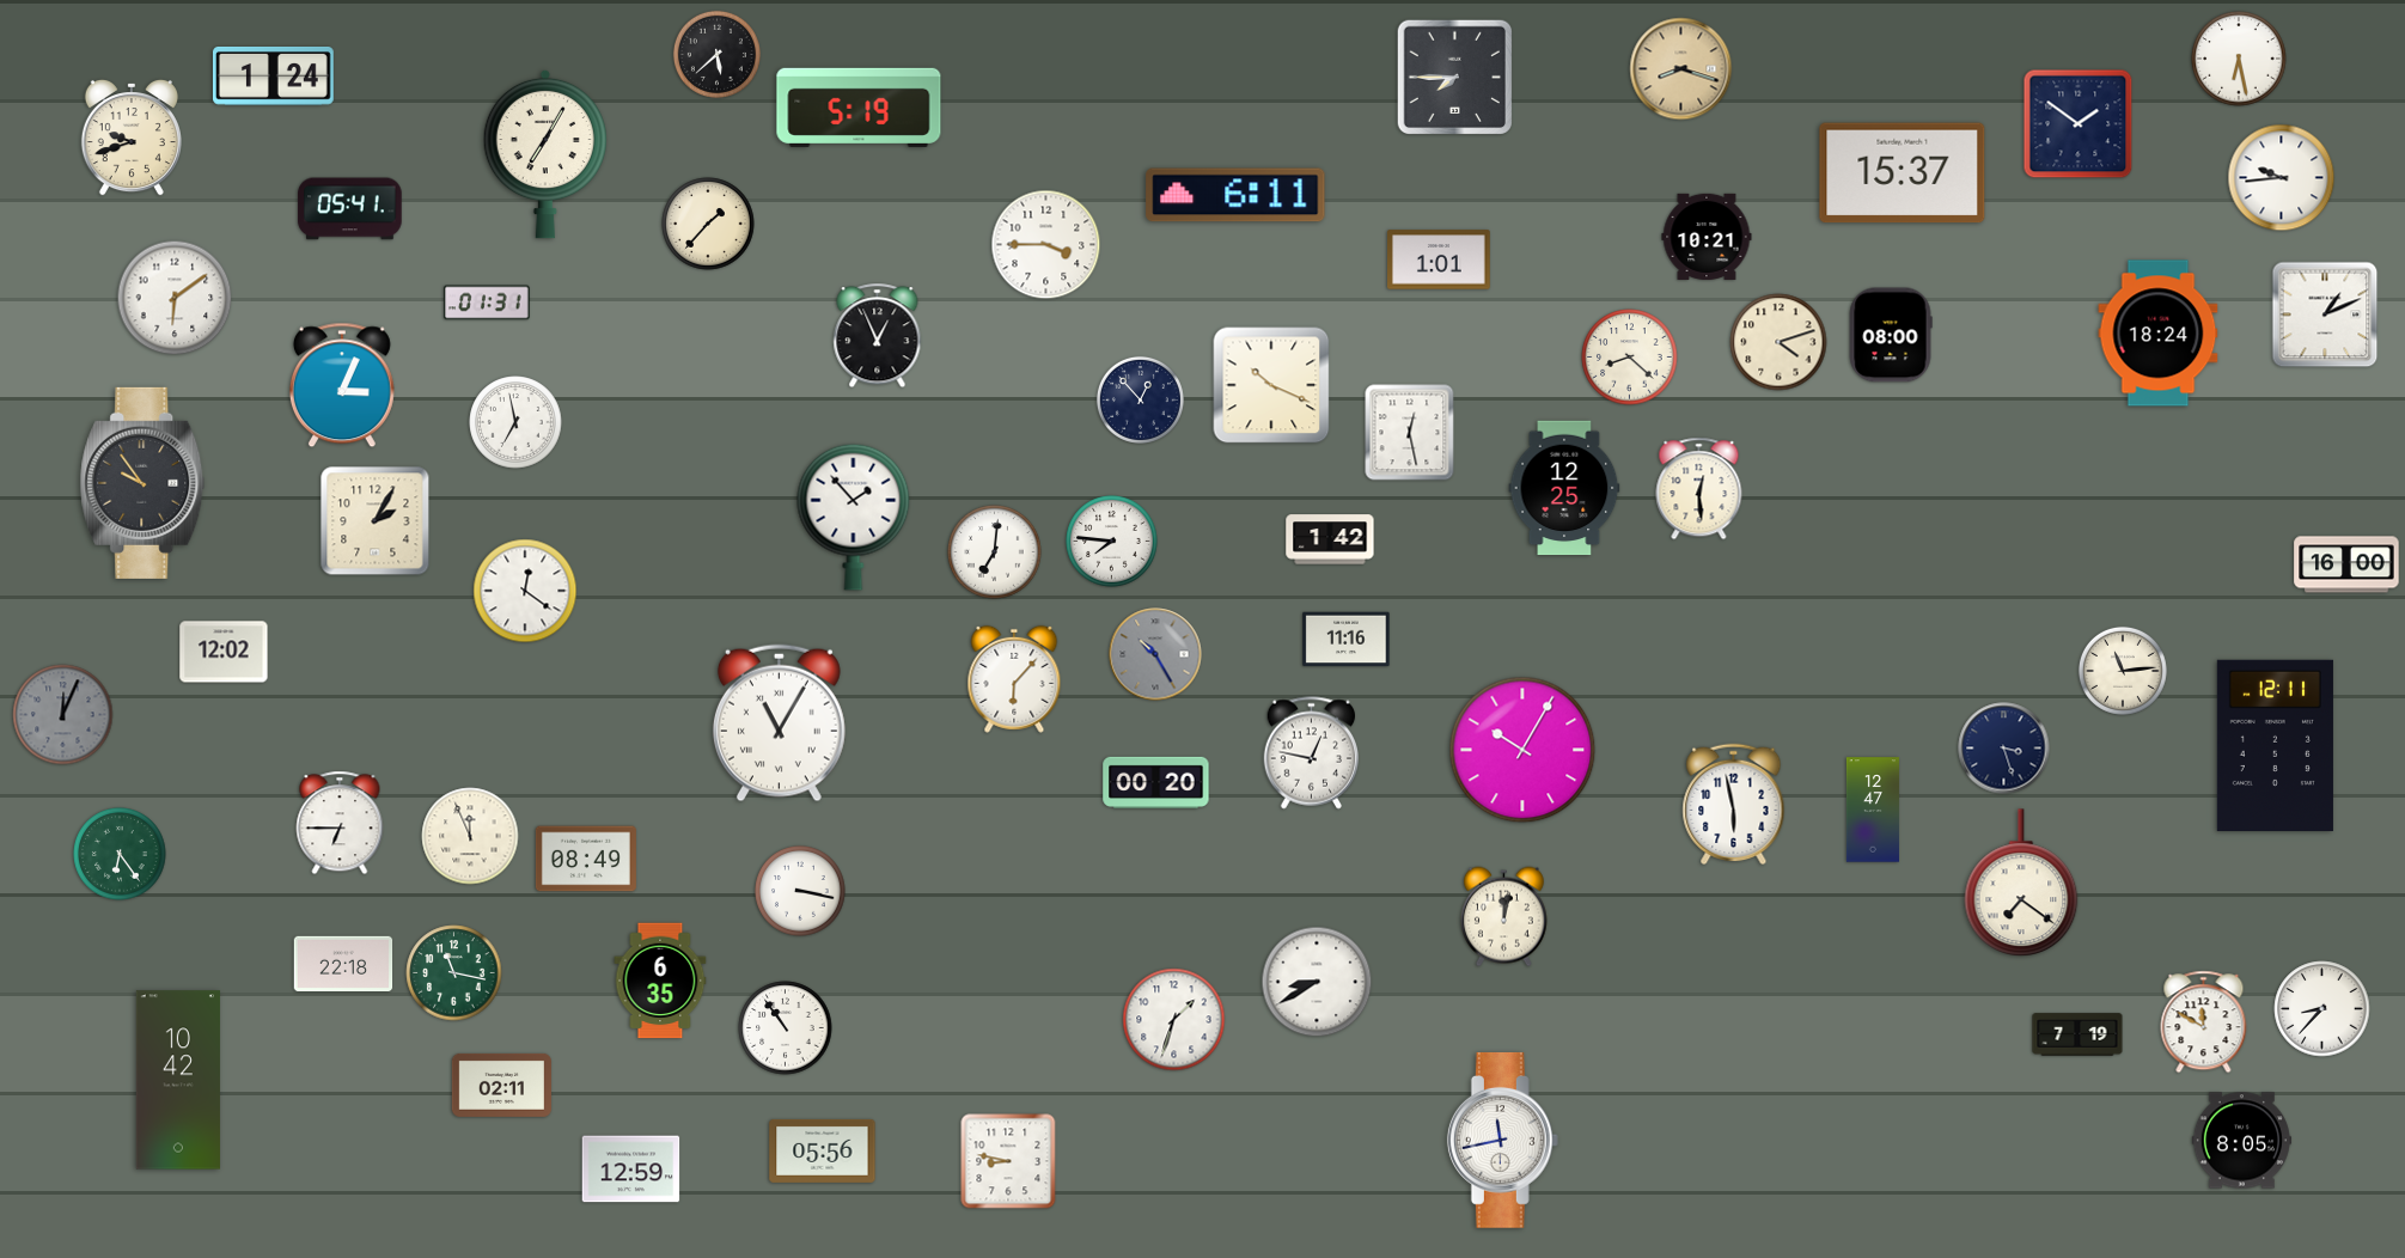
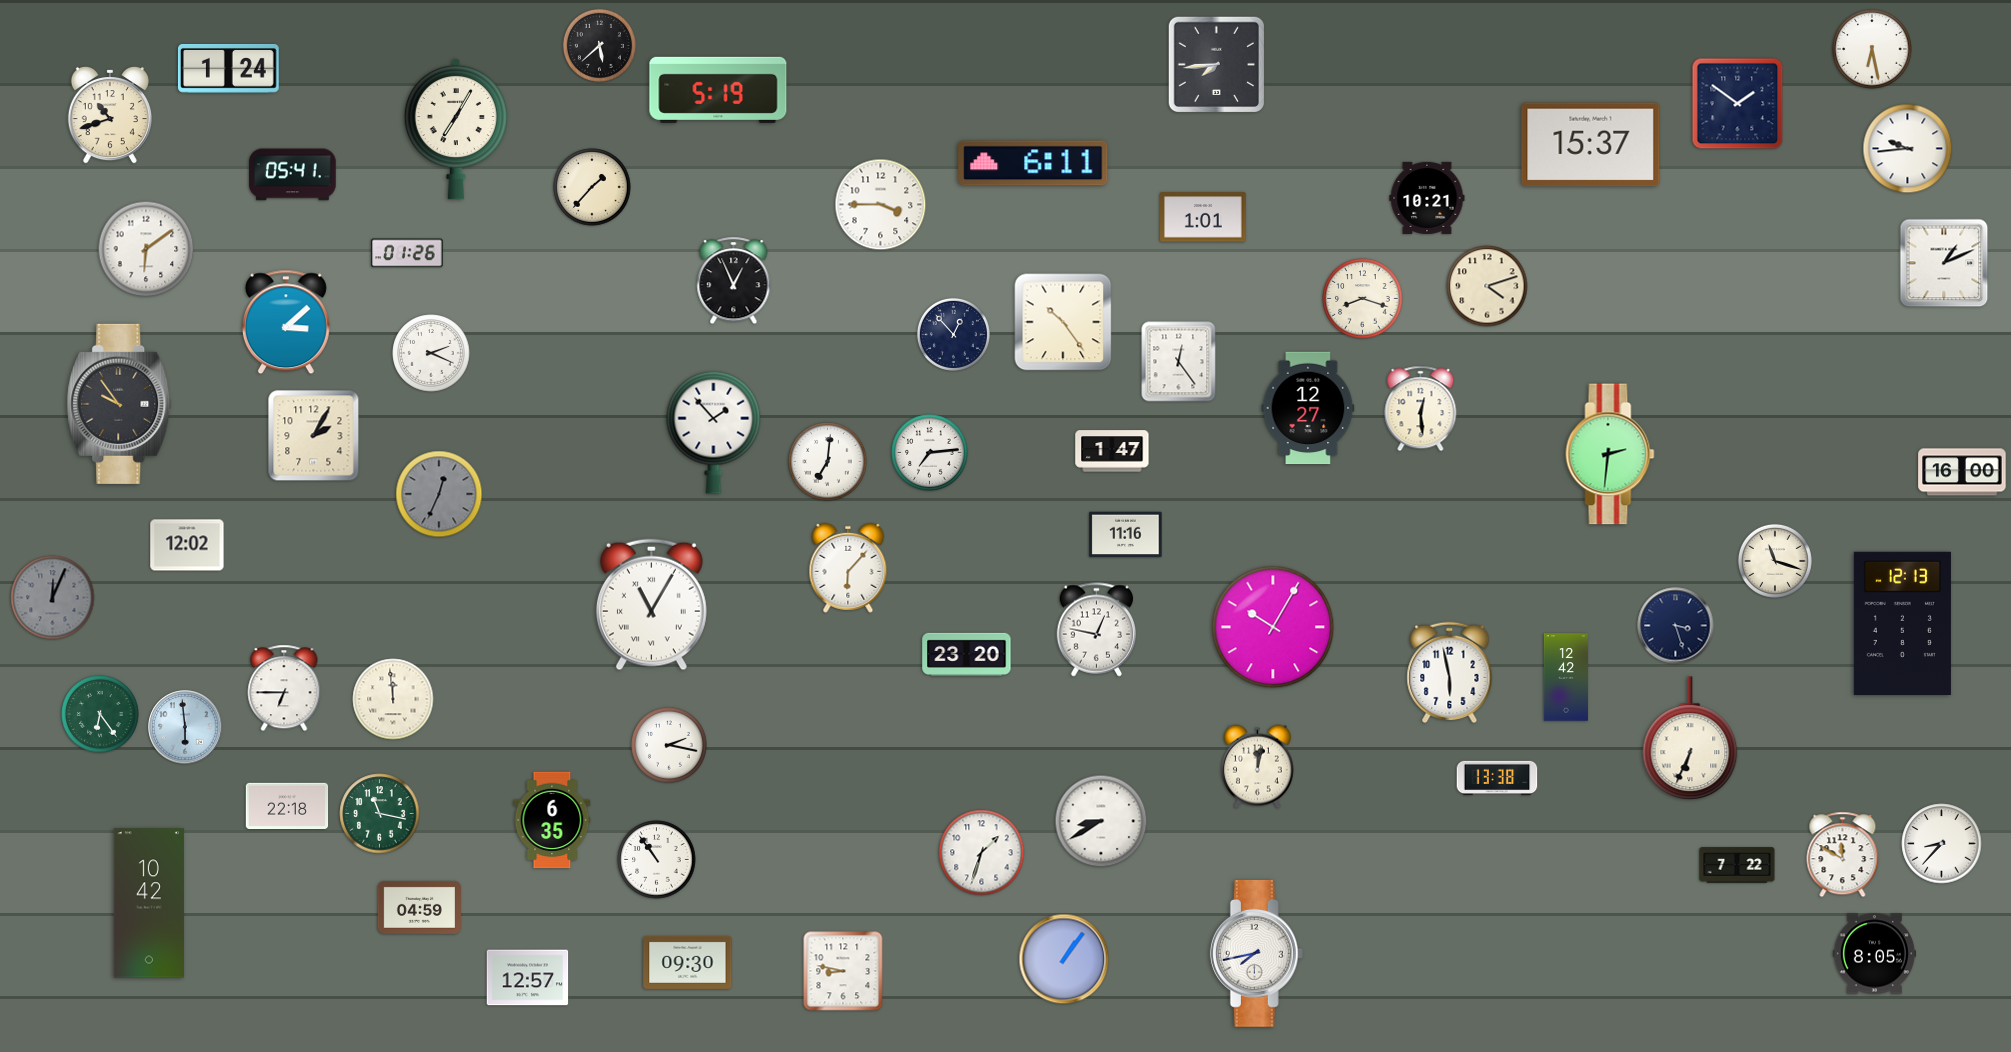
clock at (1681, 69): 8:18 -> none
clock at (273, 77) position: (273, 77) -> (228, 69)
clock at (1454, 77): 7:45 -> 7:44
clock at (132, 138): 9:42 -> 10:42
clock at (1046, 245) position: (1046, 245) -> (881, 205)
clock at (487, 303): 01:31 -> 01:26
clock at (2159, 334): 18:24 -> none
clock at (1891, 335): 08:00 -> none
clock at (1630, 358): 8:22 -> 8:18
clock at (342, 385): 3:04 -> 3:08
clock at (1271, 385): 10:19 -> 10:24
clock at (515, 422): 6:58 -> 2:19
clock at (1410, 433): 12:28 -> 12:24
clock at (1564, 488): 12:25 -> 12:27
clock at (1330, 539): 1:42 -> 1:47
clock at (1112, 542): 7:46 -> 7:14
clock at (1610, 454): none -> 2:31
clock at (995, 552) position: (995, 552) -> (828, 462)
clock at (525, 591): 12:21 -> 12:34
clock at (525, 591) dial: white -> grey
clock at (1155, 654): 10:25 -> none
clock at (2123, 671): 11:14 -> 11:18
clock at (2275, 745): 12:11 -> 12:13
clock at (1156, 782): 00:20 -> 23:20
clock at (1873, 810): 12:47 -> 12:42
clock at (470, 836): 11:56 -> 11:59
clock at (586, 859): 08:49 -> none
clock at (185, 727): none -> 5:59
clock at (2021, 883): 7:21 -> 6:34
clock at (801, 892): 3:17 -> 2:17
clock at (1497, 778): none -> 13:38
clock at (2077, 1034): 7:19 -> 7:22
clock at (501, 1085): 02:11 -> 04:59
clock at (1502, 1140): 11:43 -> 7:43
clock at (1064, 959): none -> 1:06
clock at (823, 1150): 05:56 -> 09:30
clock at (631, 1170): 12:59 -> 12:57
